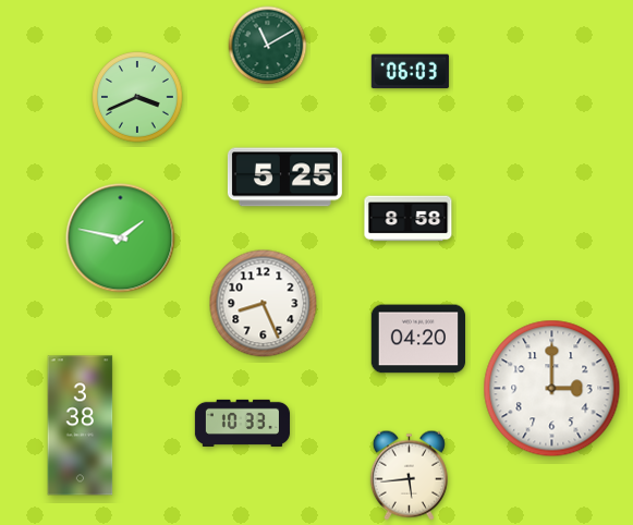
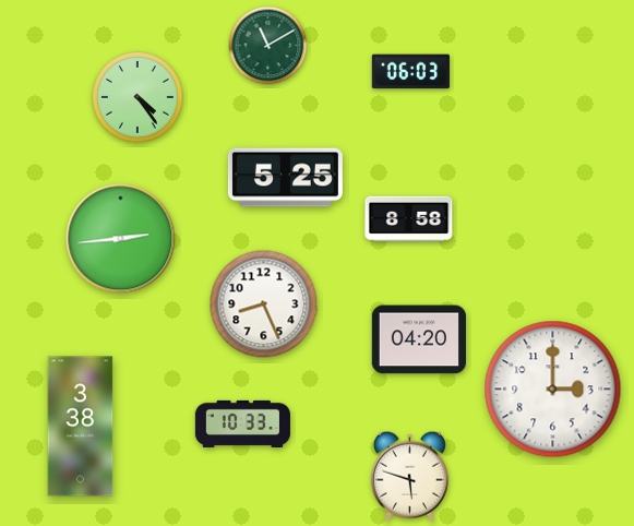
clock at (138, 98): 3:41 -> 4:24
clock at (121, 239): 1:47 -> 2:44
clock at (409, 475): 5:44 -> 5:48
